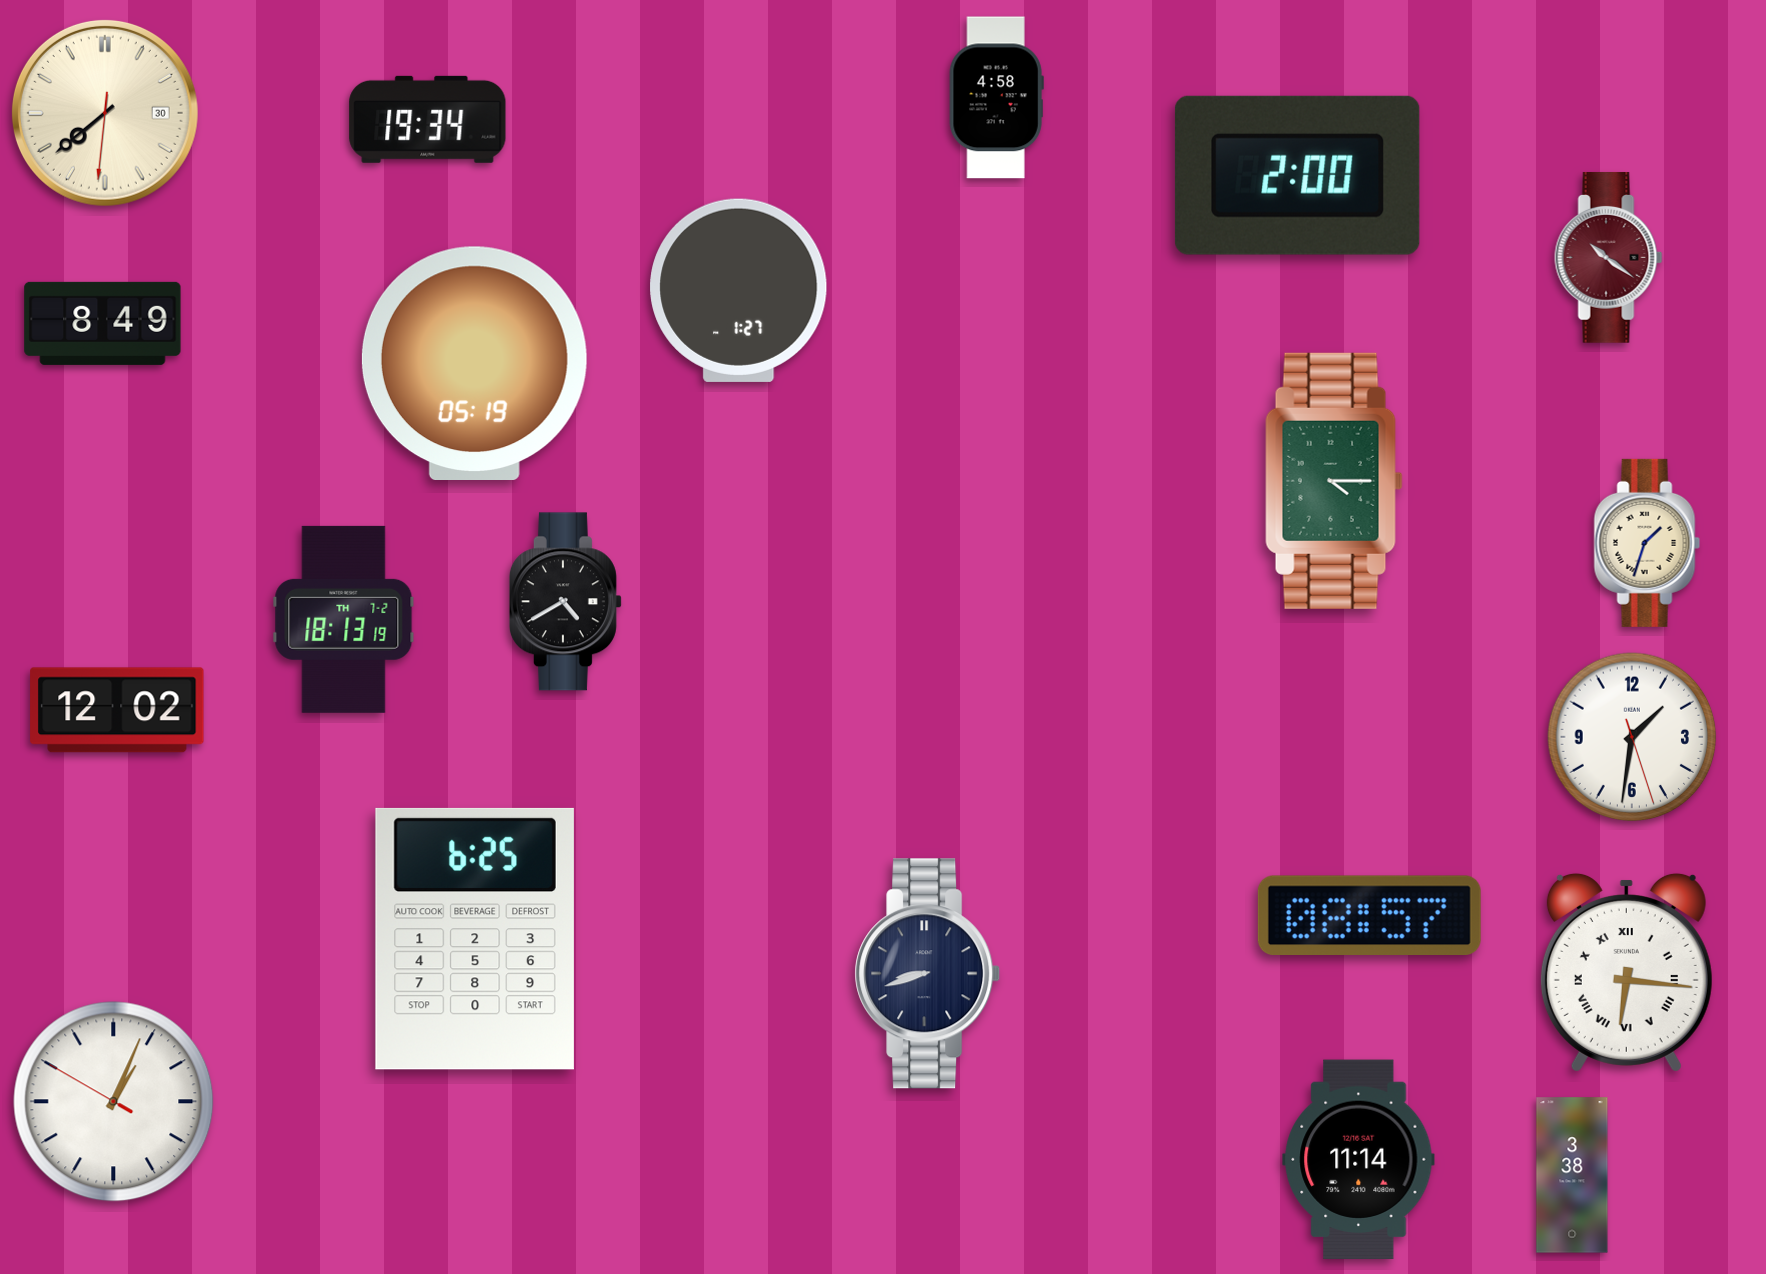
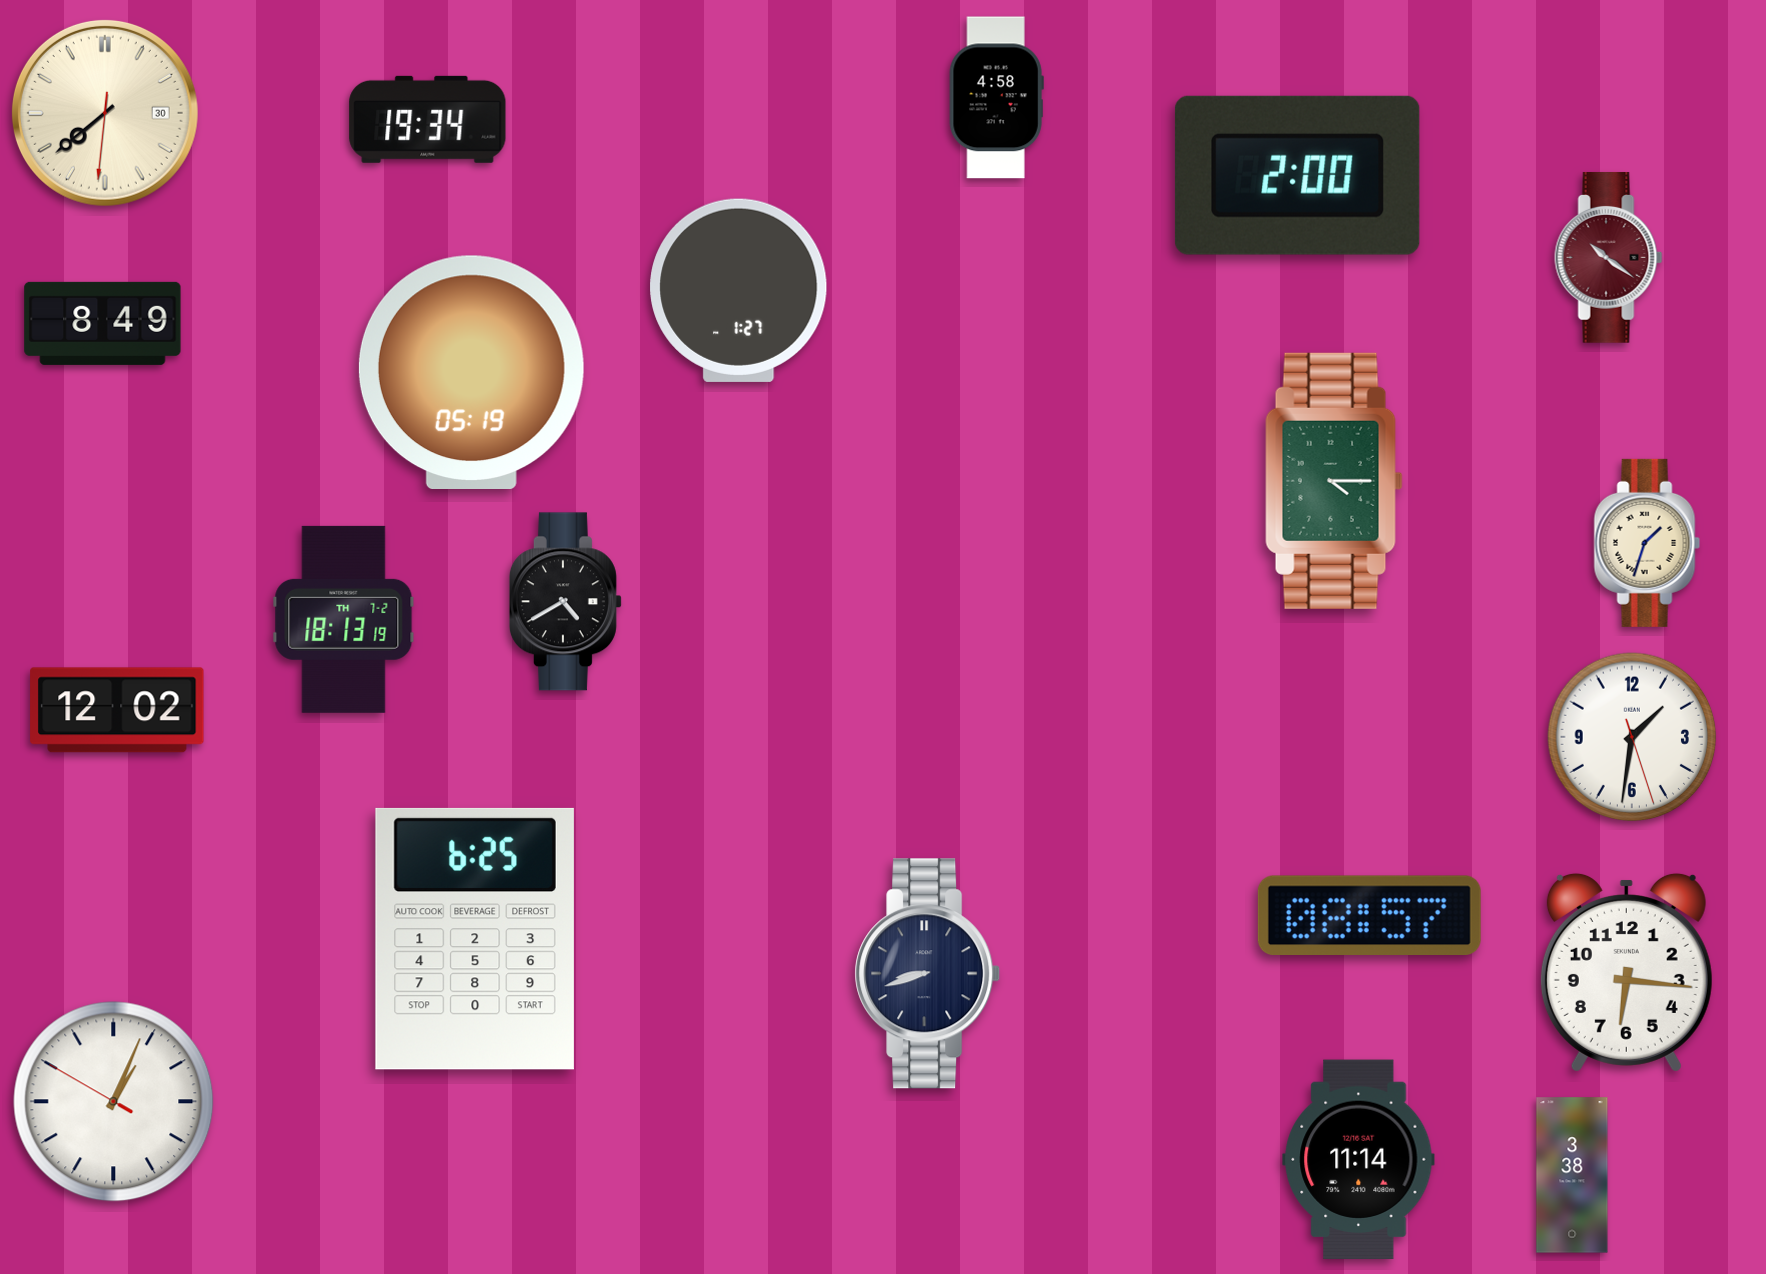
clock at (474, 363) position: (474, 363) -> (471, 372)
clock at (1626, 972) numerals: Roman -> Arabic
